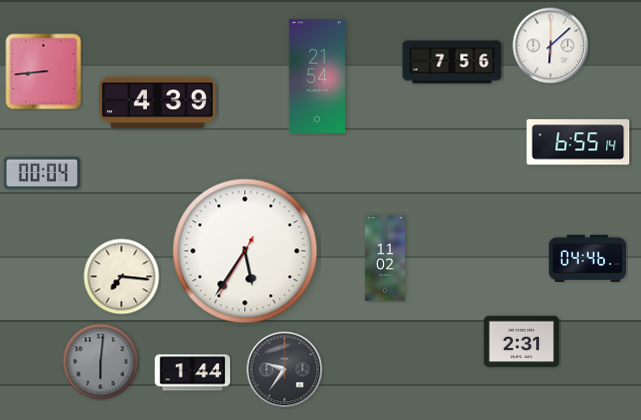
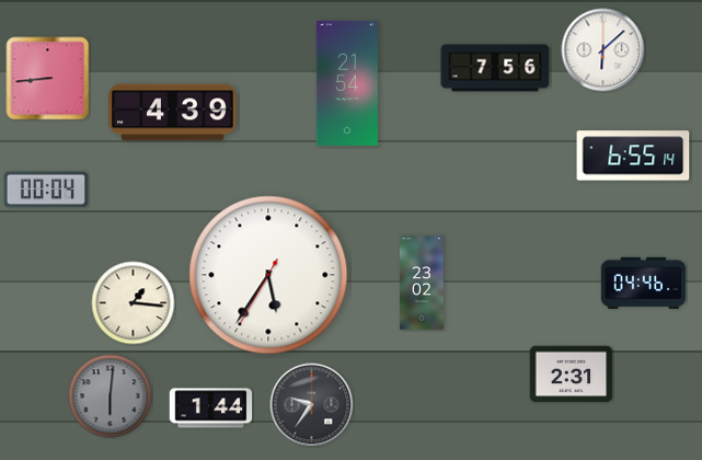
clock at (385, 258): 11:02 -> 23:02
clock at (122, 277): 7:16 -> 1:16
